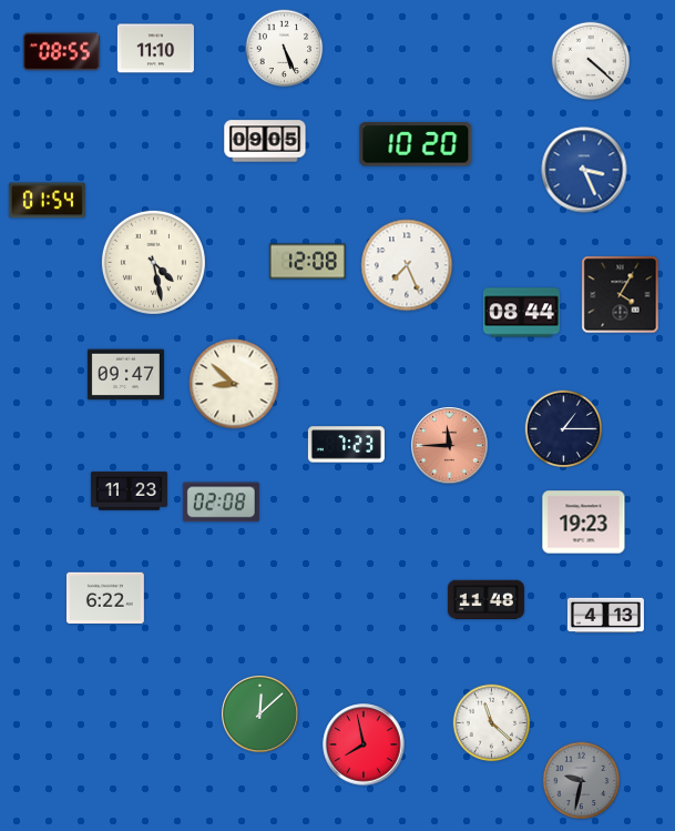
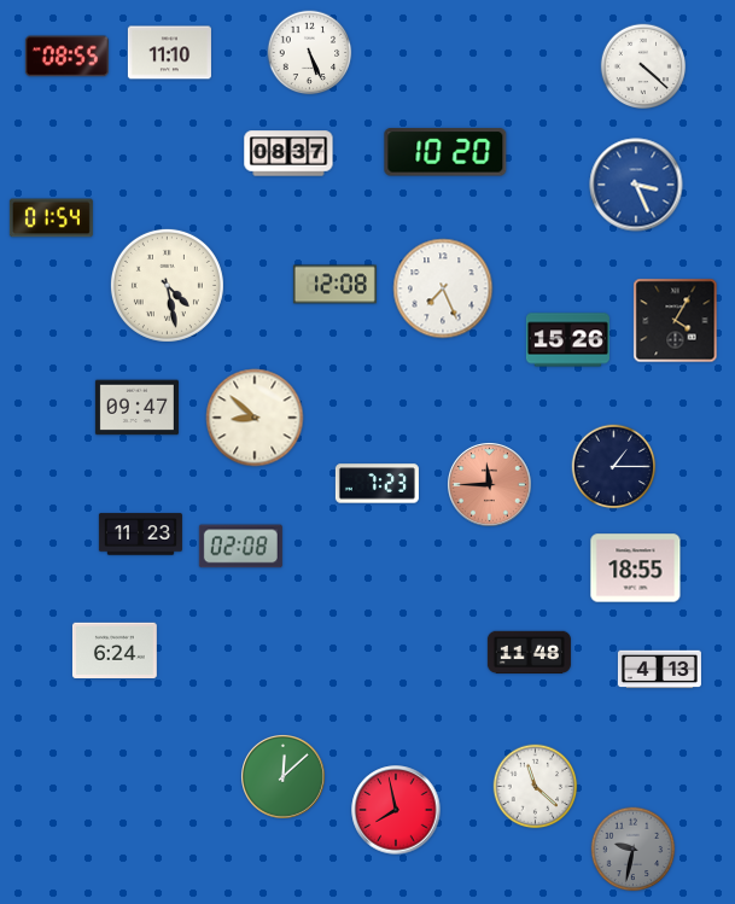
clock at (265, 141): 09:05 -> 08:37
clock at (416, 144) position: (416, 144) -> (445, 152)
clock at (521, 313): 08:44 -> 15:26
clock at (584, 523): 19:23 -> 18:55
clock at (105, 597): 6:22 -> 6:24
